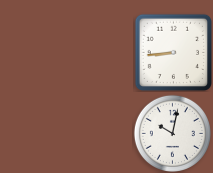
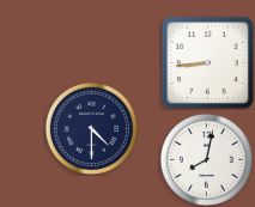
clock at (91, 128): none -> 4:30
clock at (172, 133): 10:02 -> 8:02
